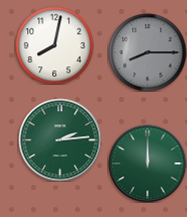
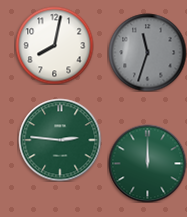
clock at (147, 52): 8:15 -> 11:33
clock at (60, 140): 2:14 -> 2:46
